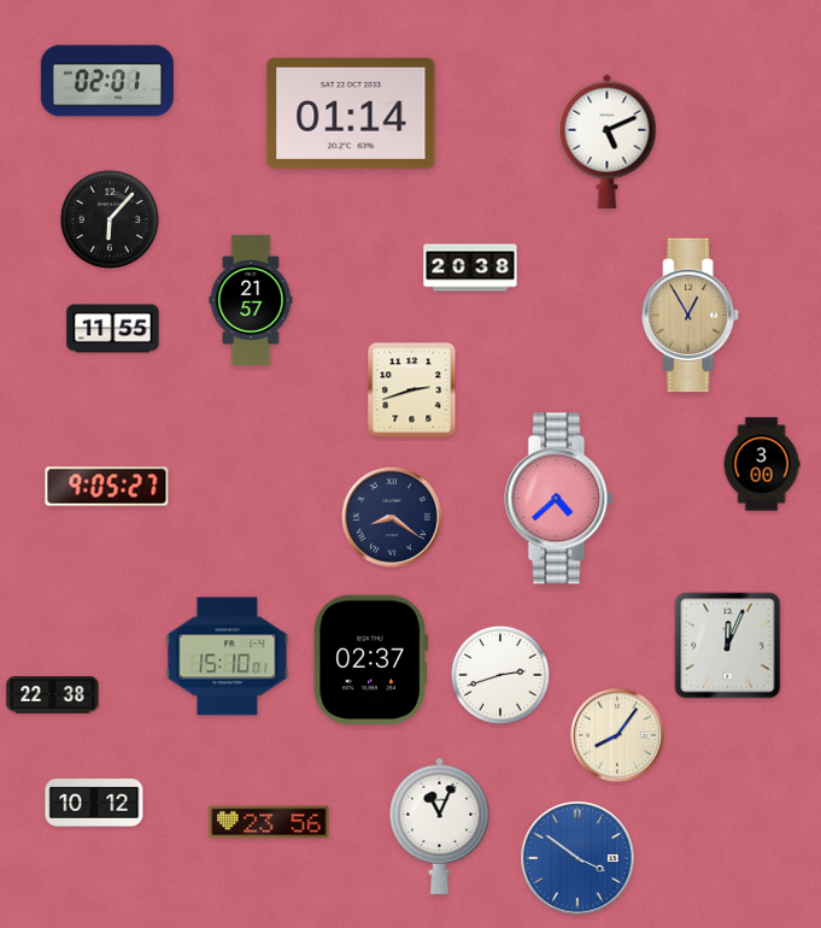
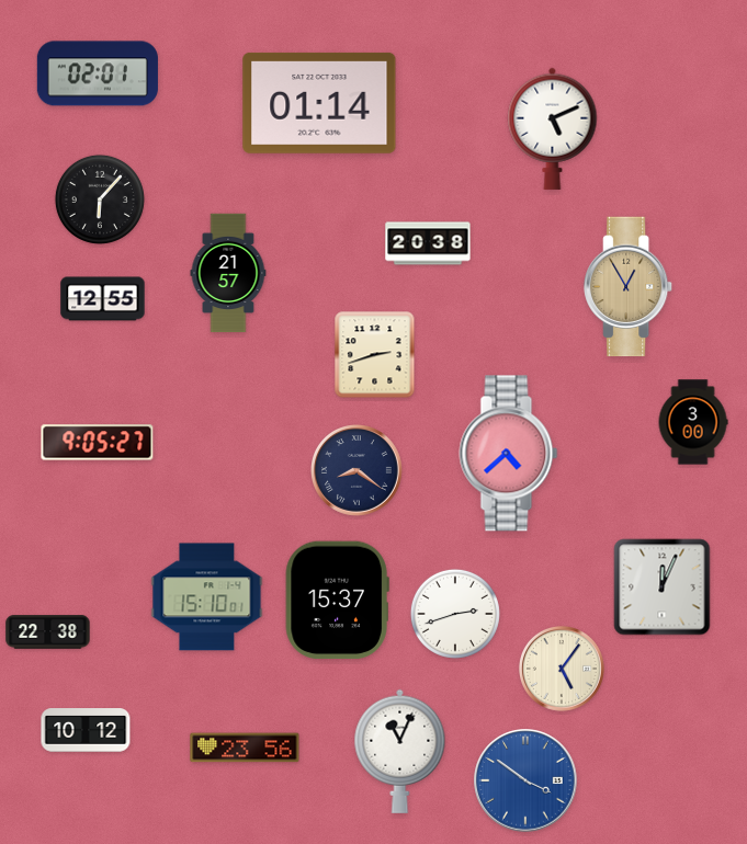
clock at (113, 329): 11:55 -> 12:55
clock at (370, 660): 02:37 -> 15:37
clock at (617, 735): 8:06 -> 5:06
